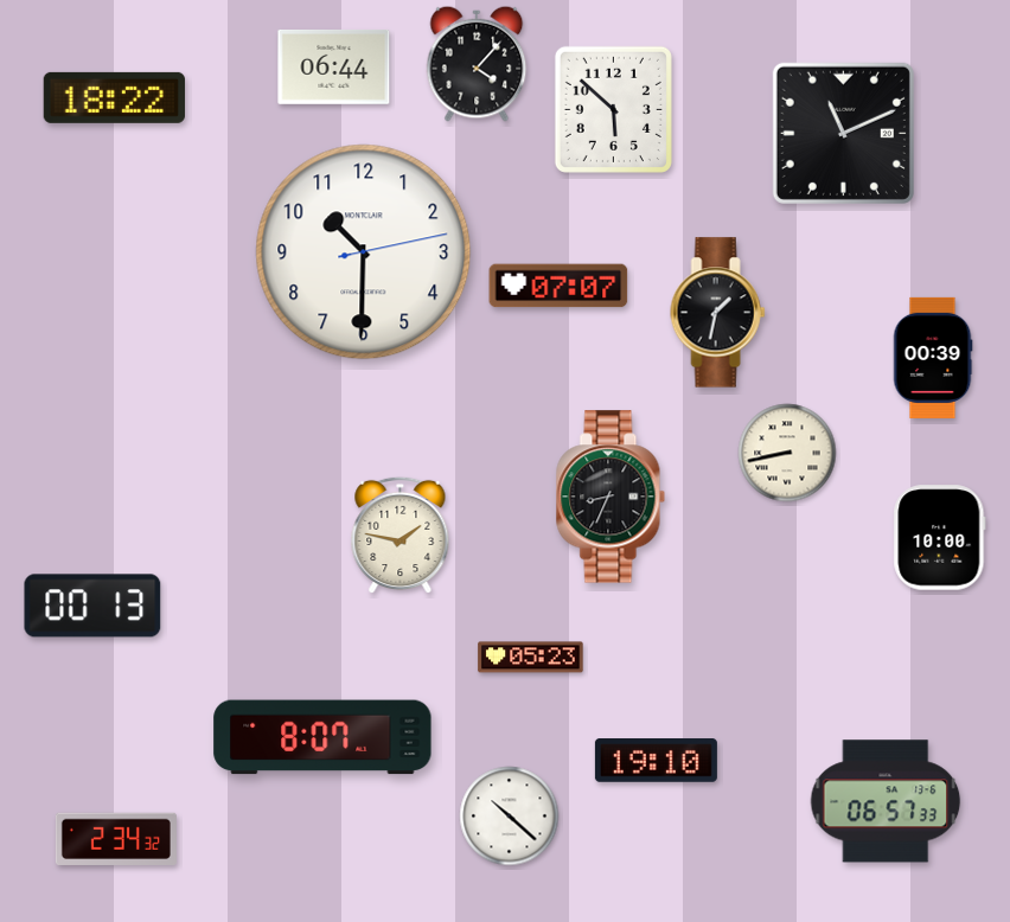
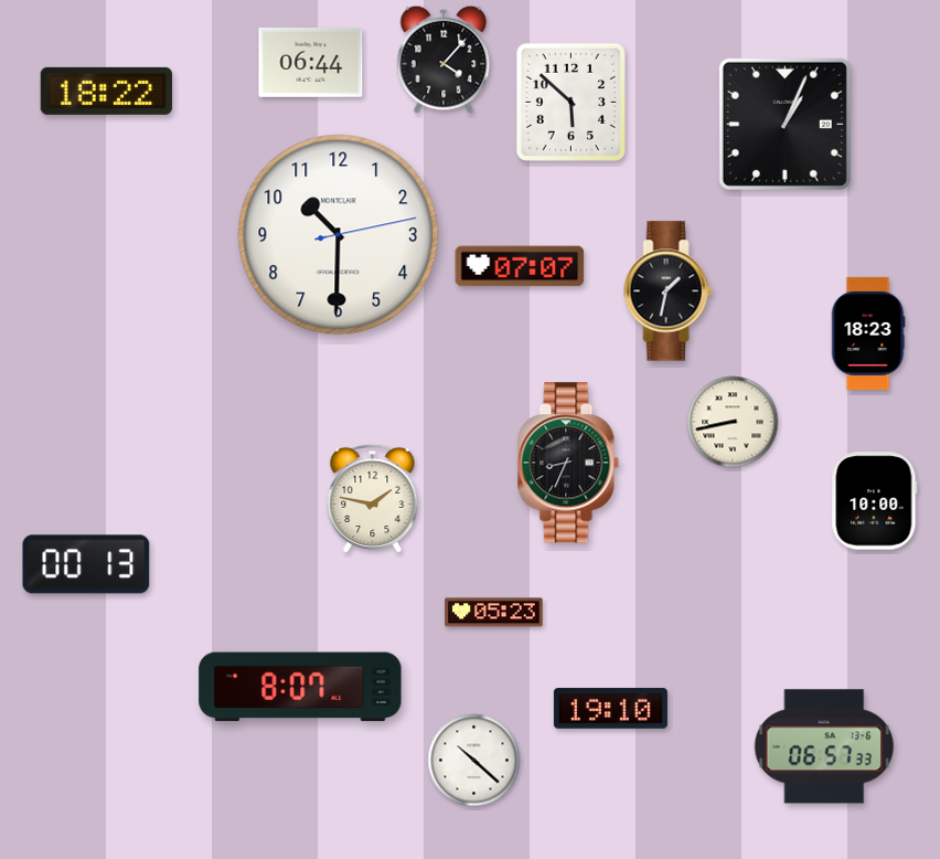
clock at (843, 133): 11:11 -> 1:04
clock at (933, 358): 00:39 -> 18:23
clock at (116, 839): 2:34 -> none
